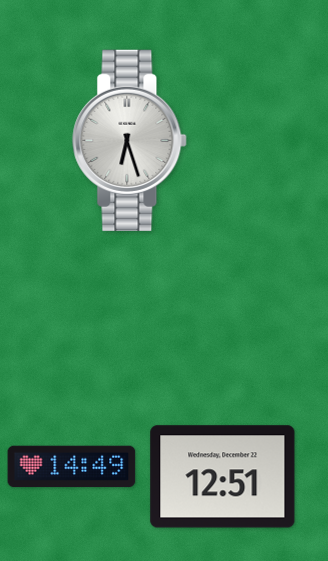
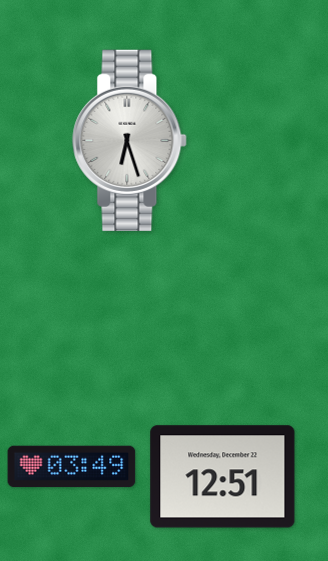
clock at (72, 467): 14:49 -> 03:49
